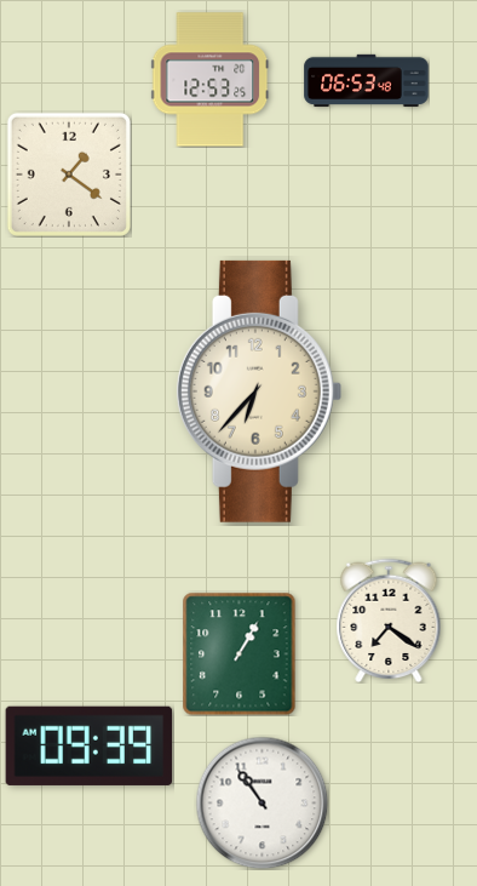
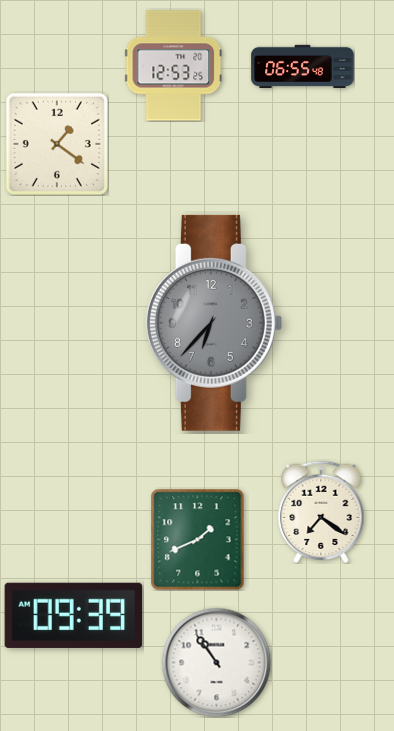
clock at (367, 81): 06:53 -> 06:55
clock at (259, 391) dial: cream -> grey
clock at (240, 653): 1:05 -> 1:41
